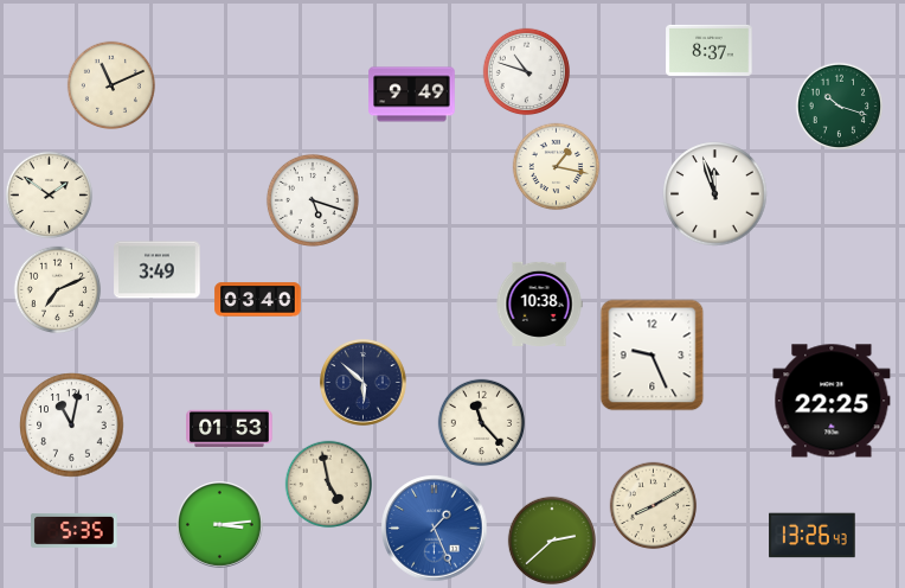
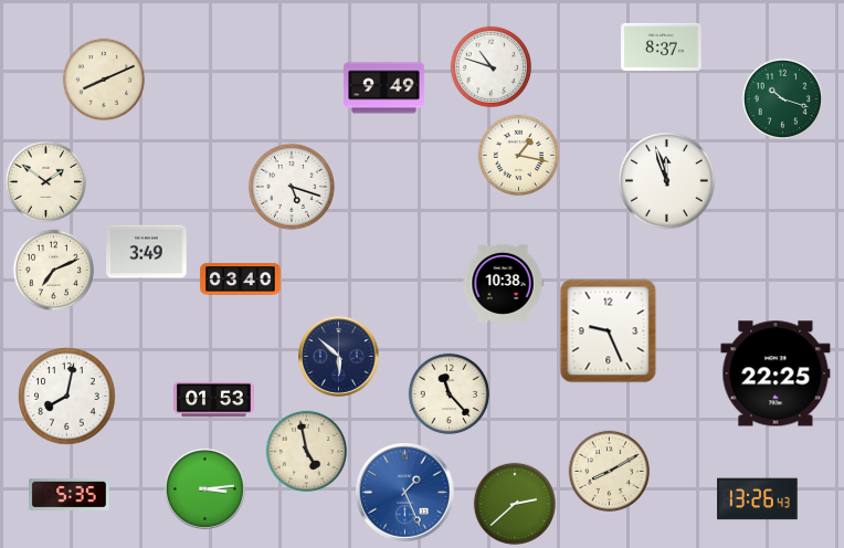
clock at (110, 84): 11:11 -> 8:11
clock at (72, 426): 11:02 -> 8:02
